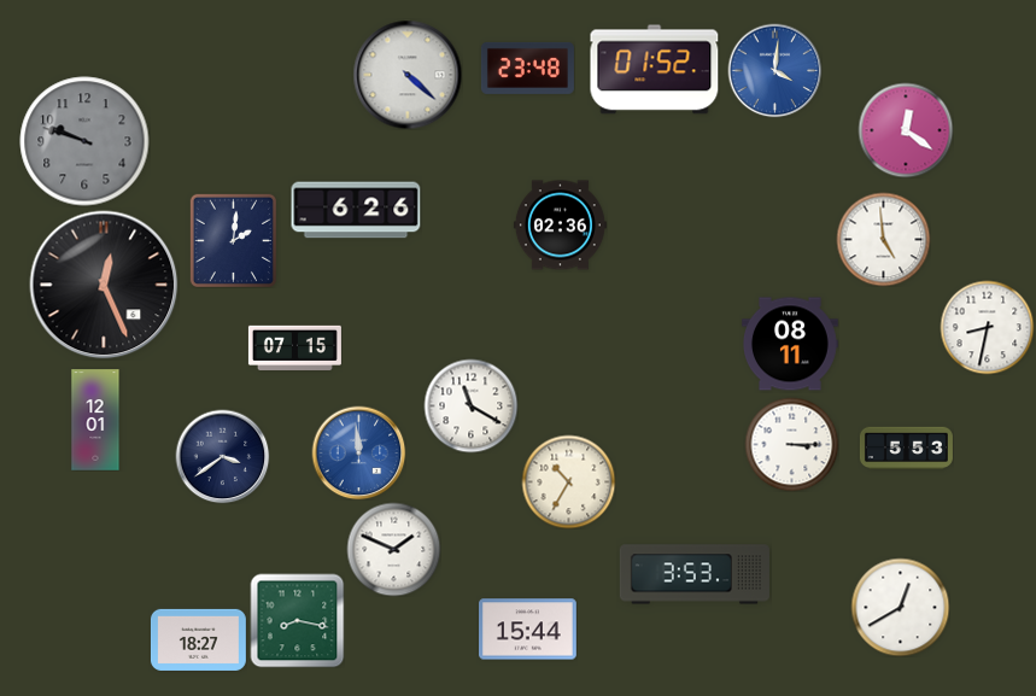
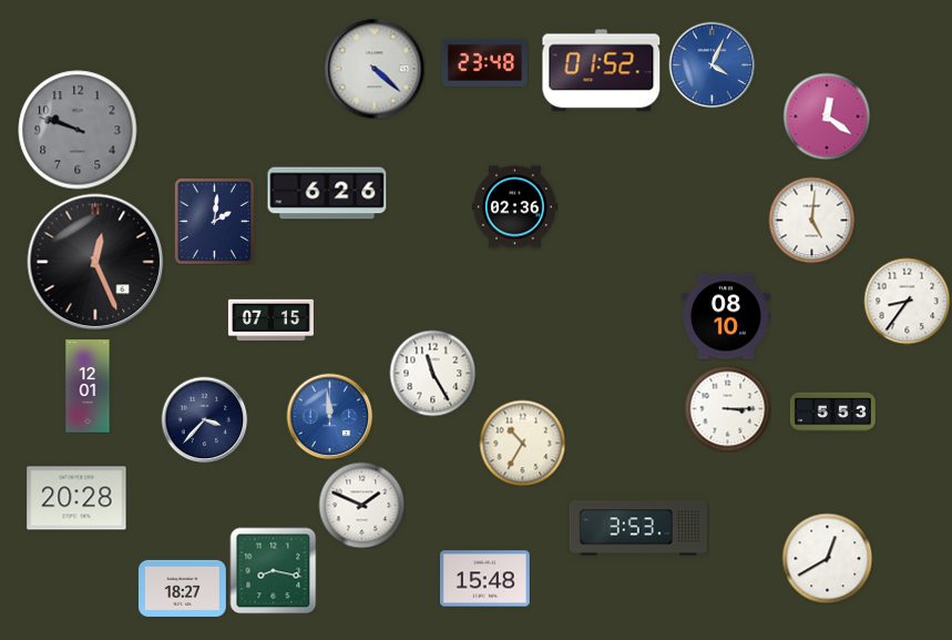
clock at (655, 70) position: (655, 70) -> (602, 71)
clock at (774, 70): 4:01 -> 4:04
clock at (906, 130) position: (906, 130) -> (827, 116)
clock at (883, 239): 4:59 -> 5:01
clock at (987, 327): 8:32 -> 8:36
clock at (791, 344): 08:11 -> 08:10
clock at (470, 405): 11:20 -> 11:25
clock at (222, 456): 3:39 -> 3:37
clock at (76, 498): none -> 20:28
clock at (528, 630): 15:44 -> 15:48
